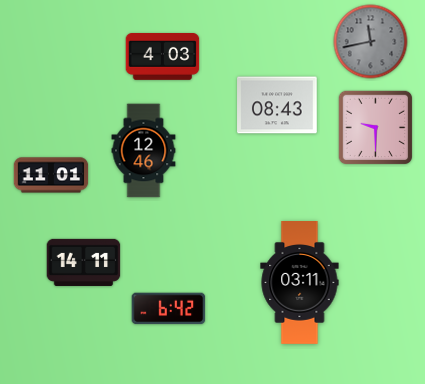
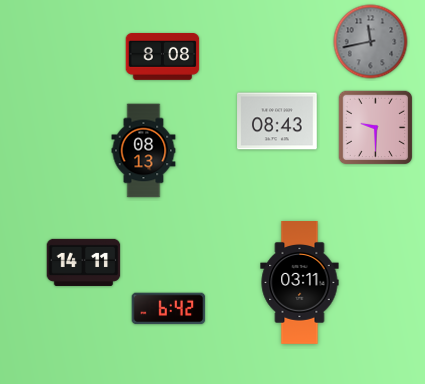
clock at (163, 57): 4:03 -> 8:08
clock at (277, 105) position: (277, 105) -> (277, 121)
clock at (144, 151): 12:46 -> 08:13
clock at (51, 175): 11:01 -> none
